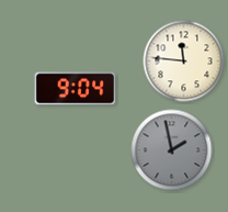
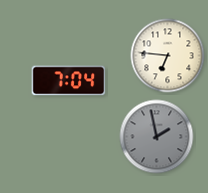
clock at (184, 62): 11:46 -> 6:46
clock at (76, 89): 9:04 -> 7:04
